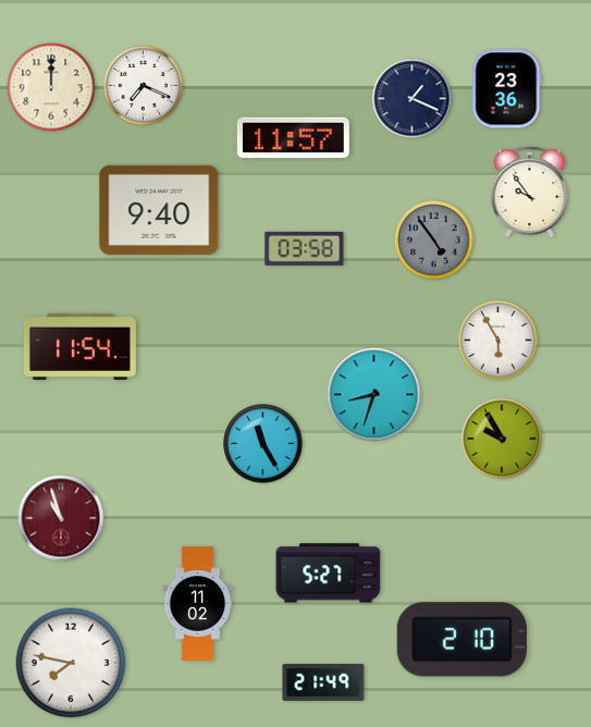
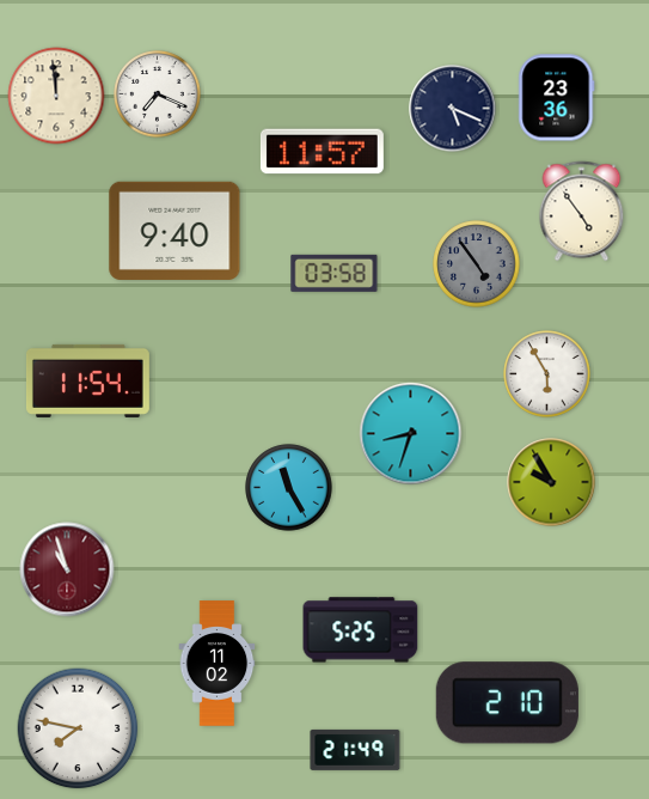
clock at (51, 87): 12:00 -> 11:59
clock at (413, 99): 1:19 -> 5:19
clock at (530, 193): 9:54 -> 4:54
clock at (329, 574): 5:27 -> 5:25
